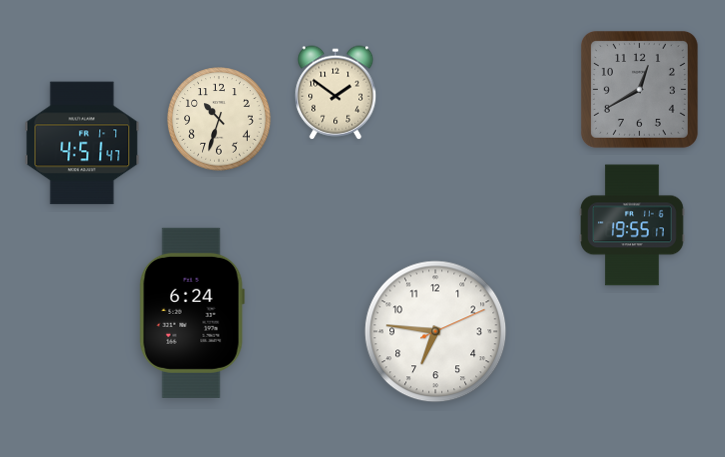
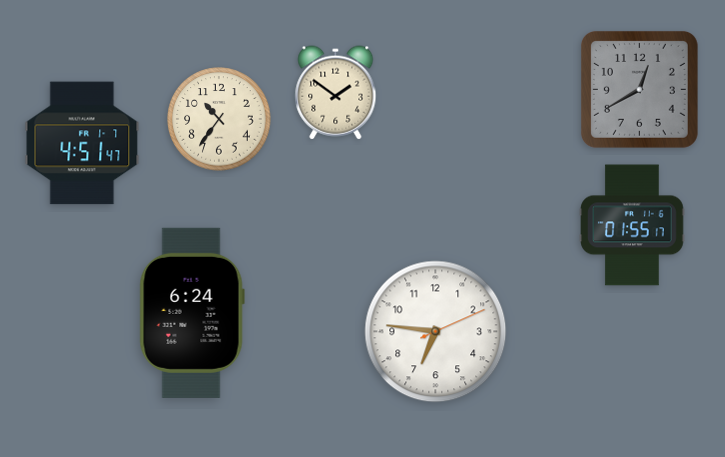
clock at (219, 119): 10:33 -> 10:36
clock at (632, 225): 19:55 -> 01:55
